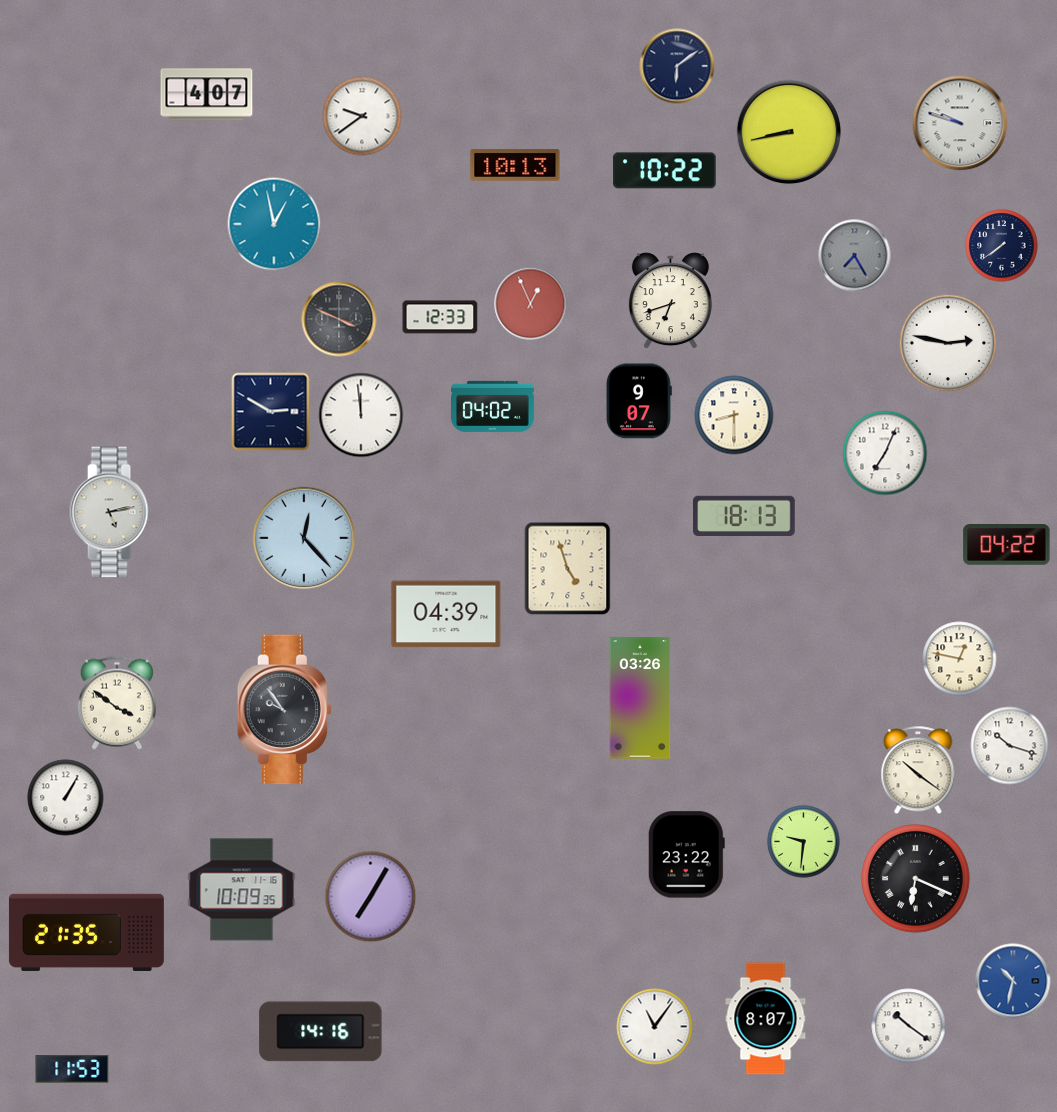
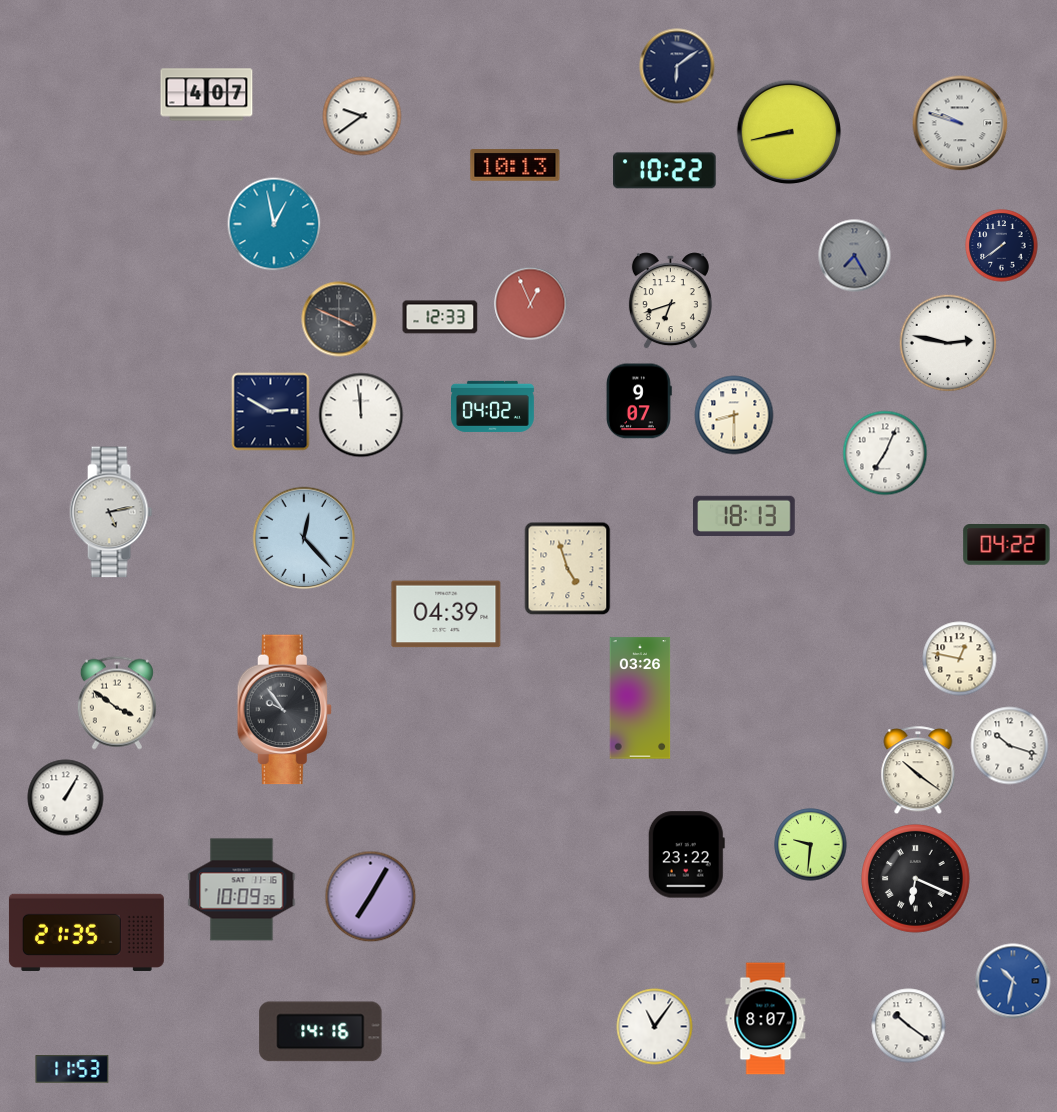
clock at (804, 842) position: (804, 842) -> (811, 845)
